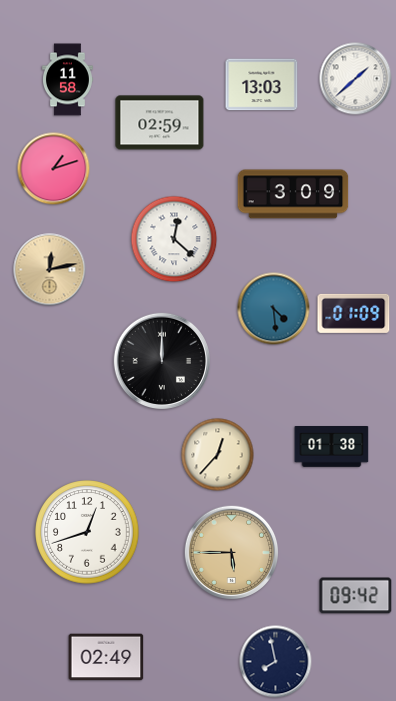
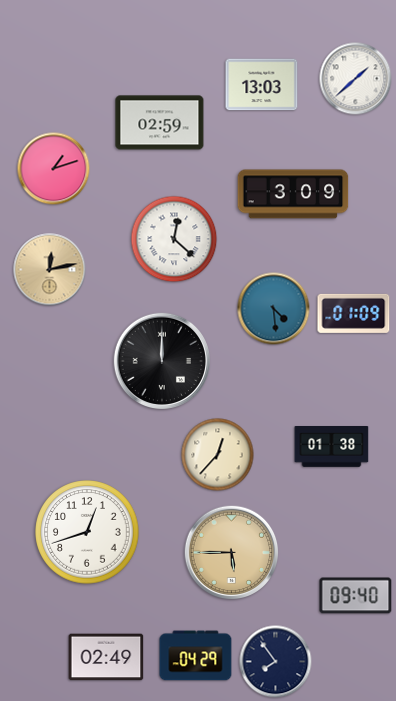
clock at (68, 80): 11:58 -> none
clock at (356, 596): 09:42 -> 09:40
clock at (196, 656): none -> 04:29
clock at (276, 662): 7:58 -> 7:54
